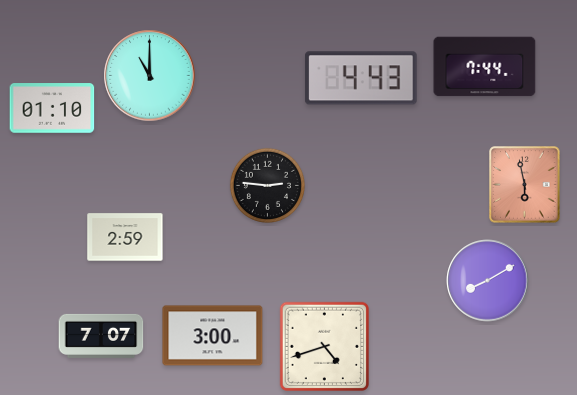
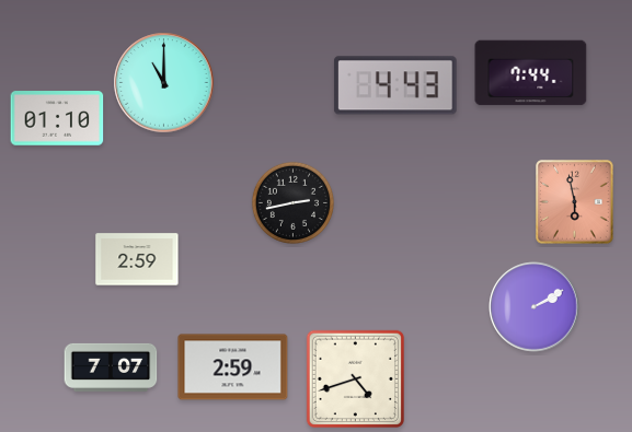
clock at (267, 185): 2:46 -> 2:43
clock at (488, 281): 8:10 -> 2:10
clock at (213, 336): 3:00 -> 2:59
